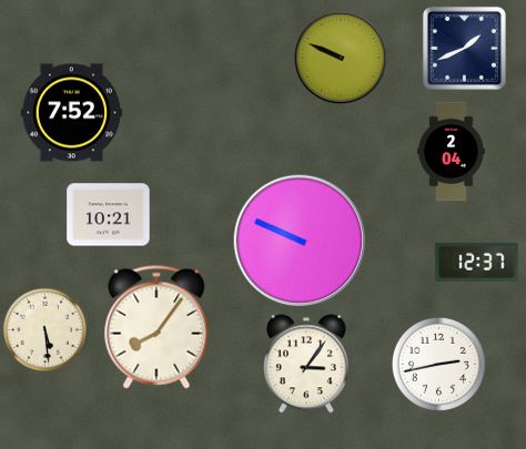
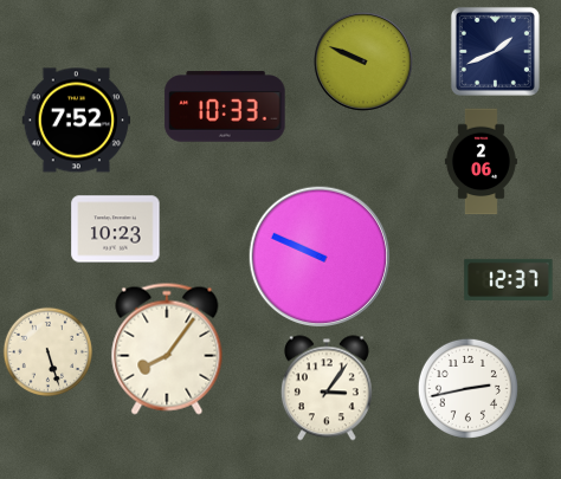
clock at (225, 106): none -> 10:33
clock at (451, 152): 2:04 -> 2:06
clock at (109, 215): 10:21 -> 10:23
clock at (44, 329): 5:29 -> 5:27
